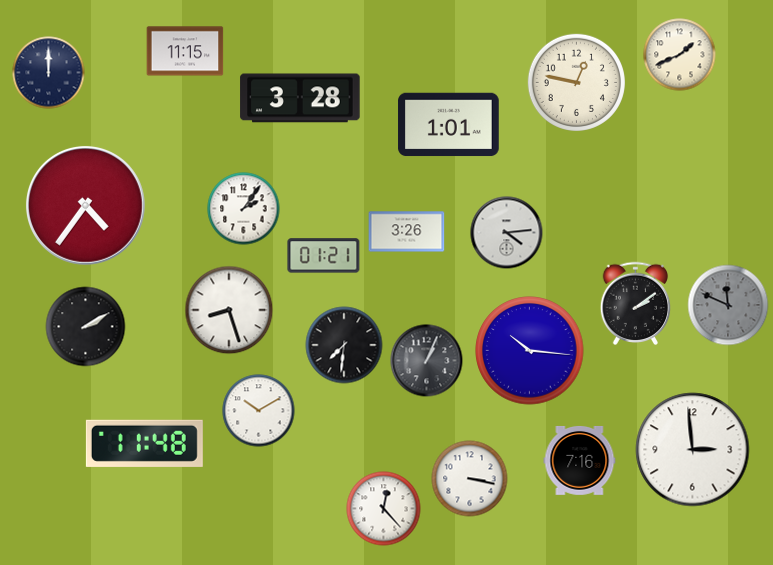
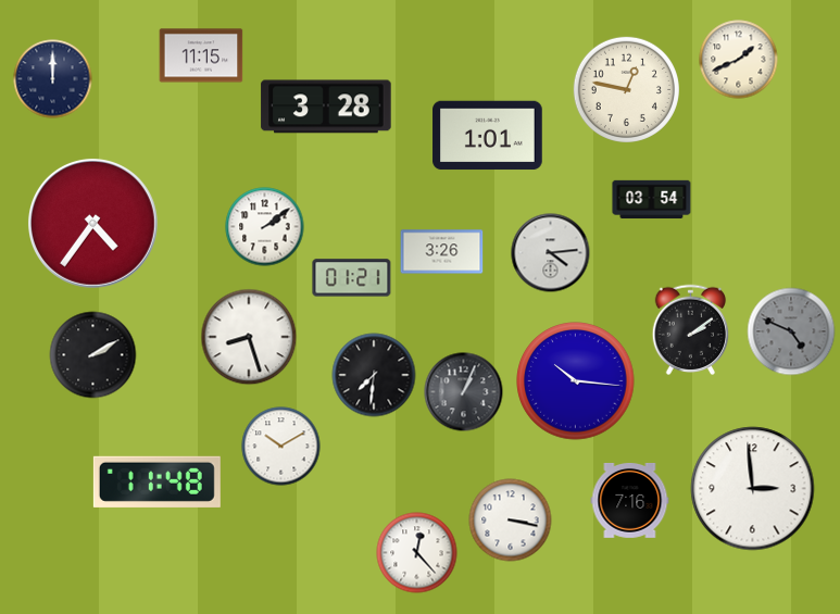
clock at (652, 200): none -> 03:54
clock at (244, 209): 2:06 -> 2:09
clock at (728, 305): 11:49 -> 4:49
